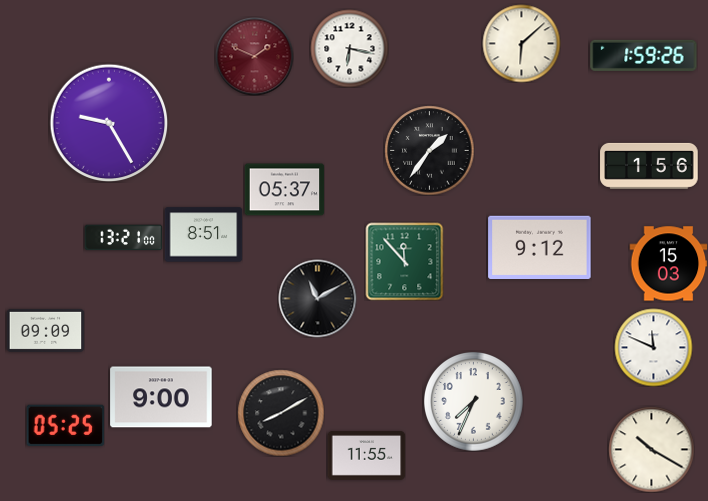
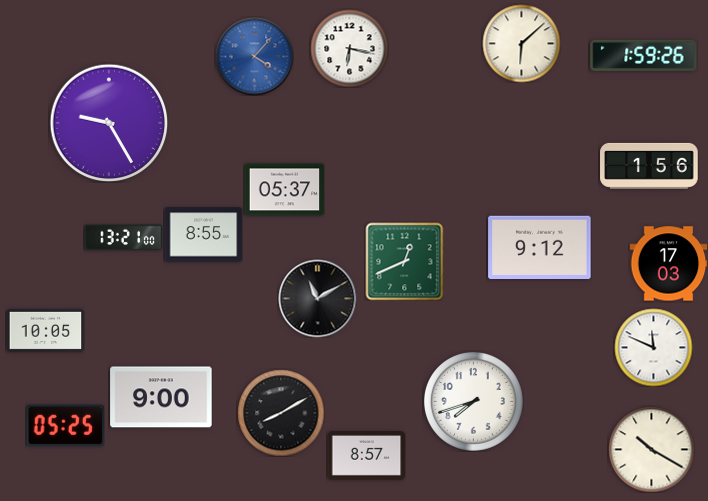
clock at (254, 56): 1:49 -> 4:07
clock at (254, 56) dial: burgundy -> blue
clock at (429, 150): 1:36 -> none
clock at (203, 235): 8:51 -> 8:55
clock at (404, 261): 11:53 -> 12:41
clock at (668, 264): 15:03 -> 17:03
clock at (45, 330): 09:09 -> 10:05
clock at (473, 401): 7:34 -> 7:42
clock at (366, 455): 11:55 -> 8:57
